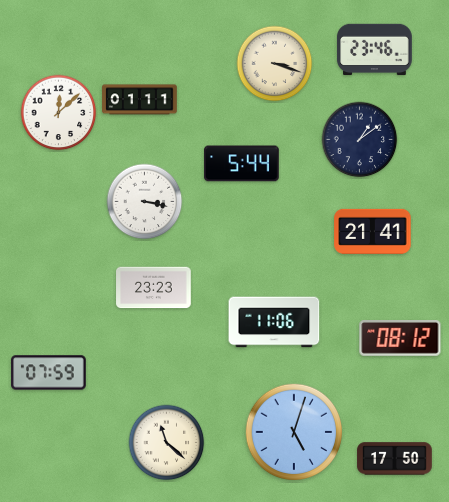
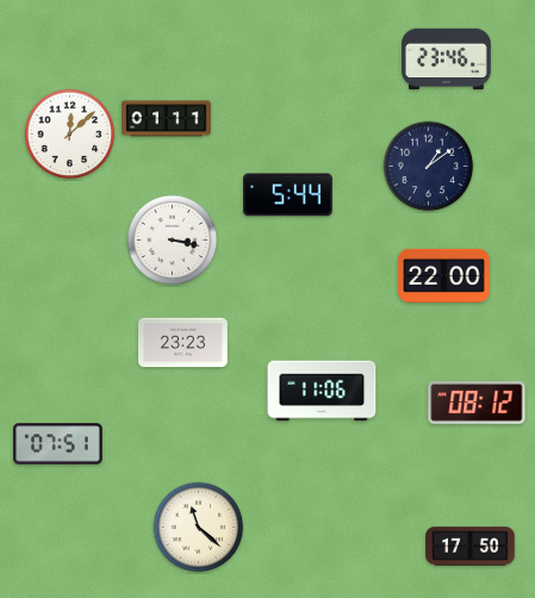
clock at (275, 64): 3:18 -> none
clock at (373, 231): 21:41 -> 22:00
clock at (274, 322) position: (274, 322) -> (322, 391)
clock at (49, 373): 07:59 -> 07:51
clock at (294, 432): 5:03 -> none
